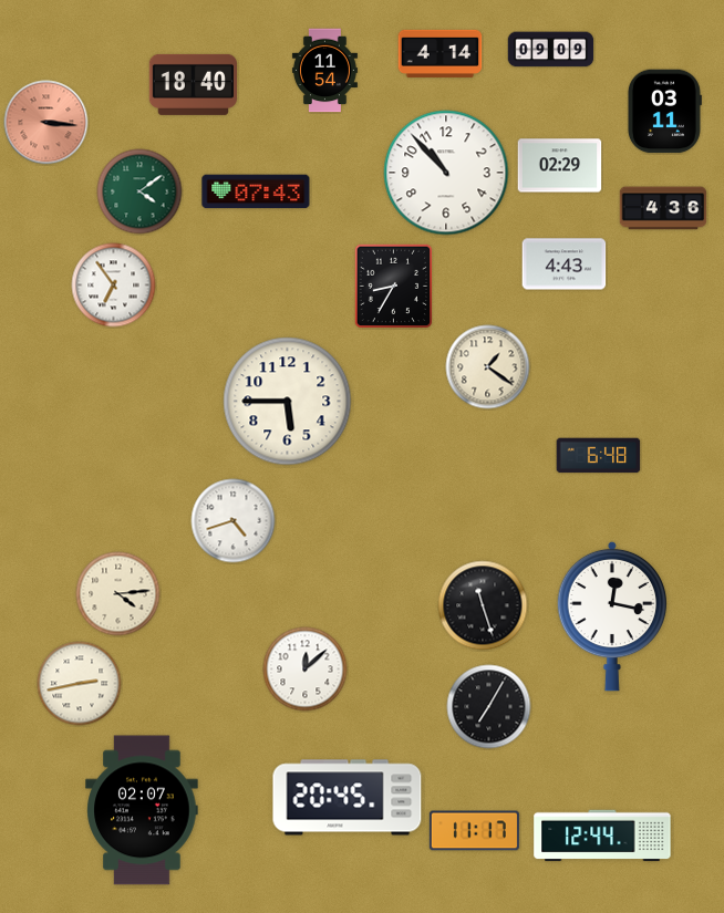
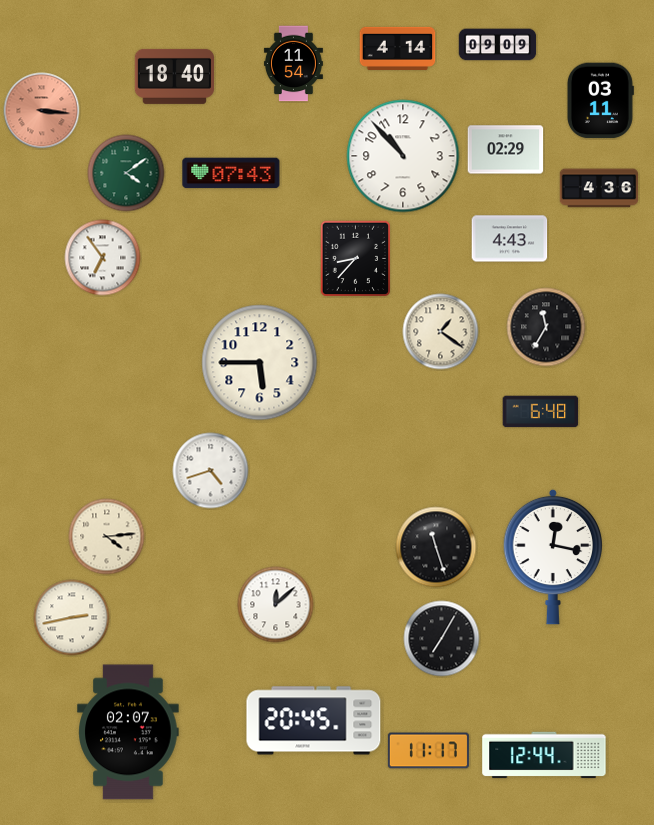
clock at (393, 286): 8:35 -> 8:37
clock at (546, 327): none -> 11:35
